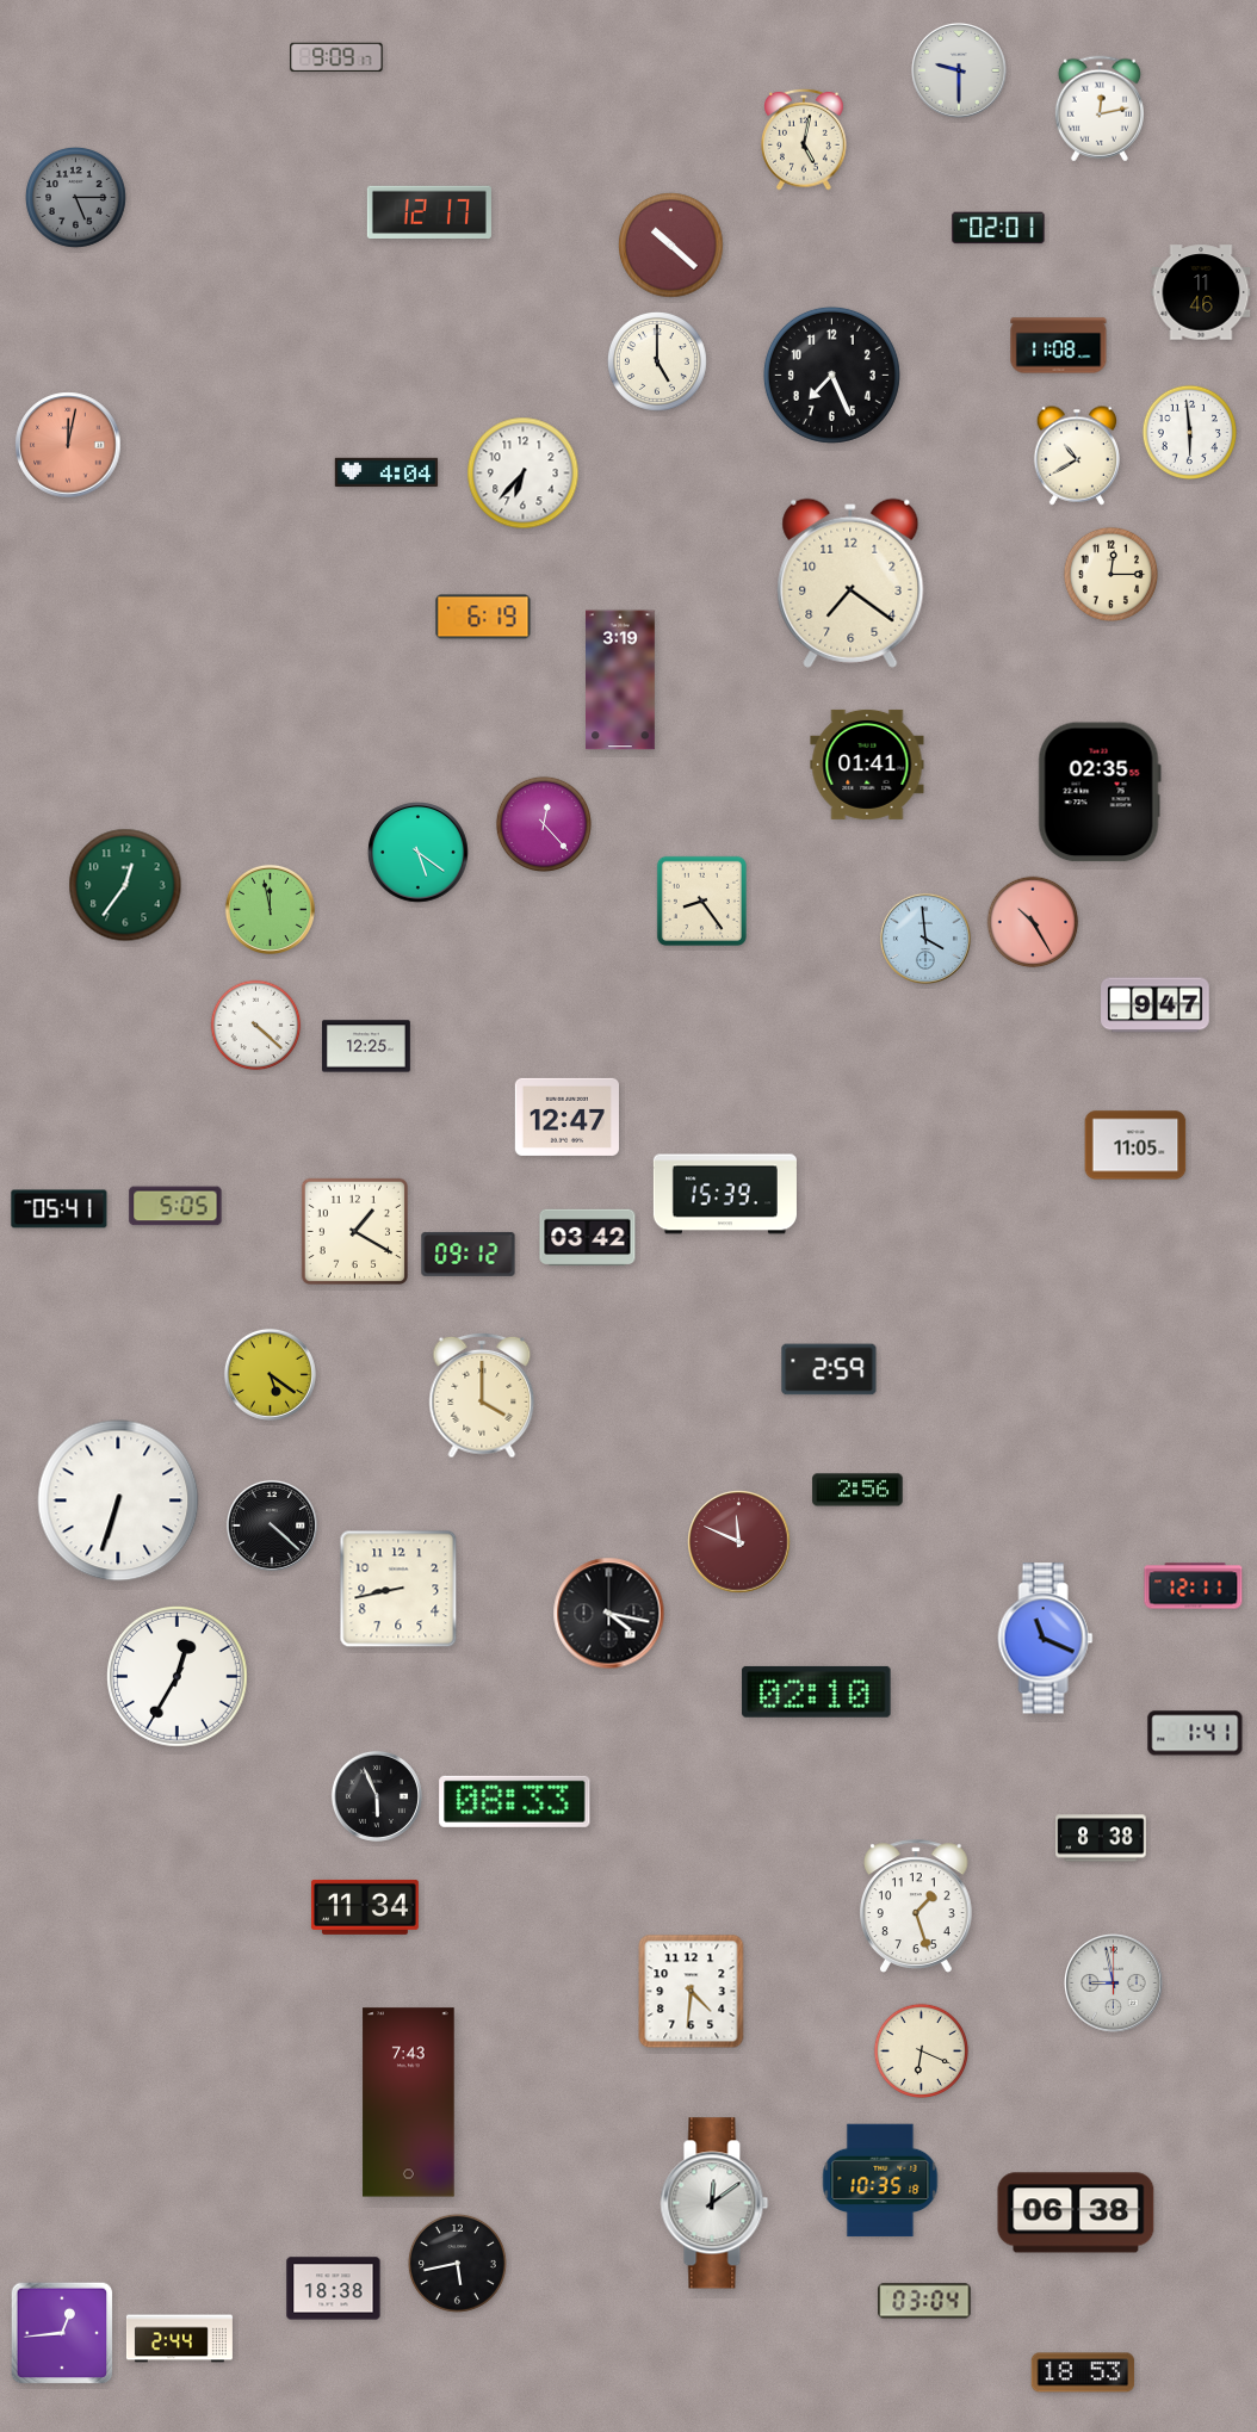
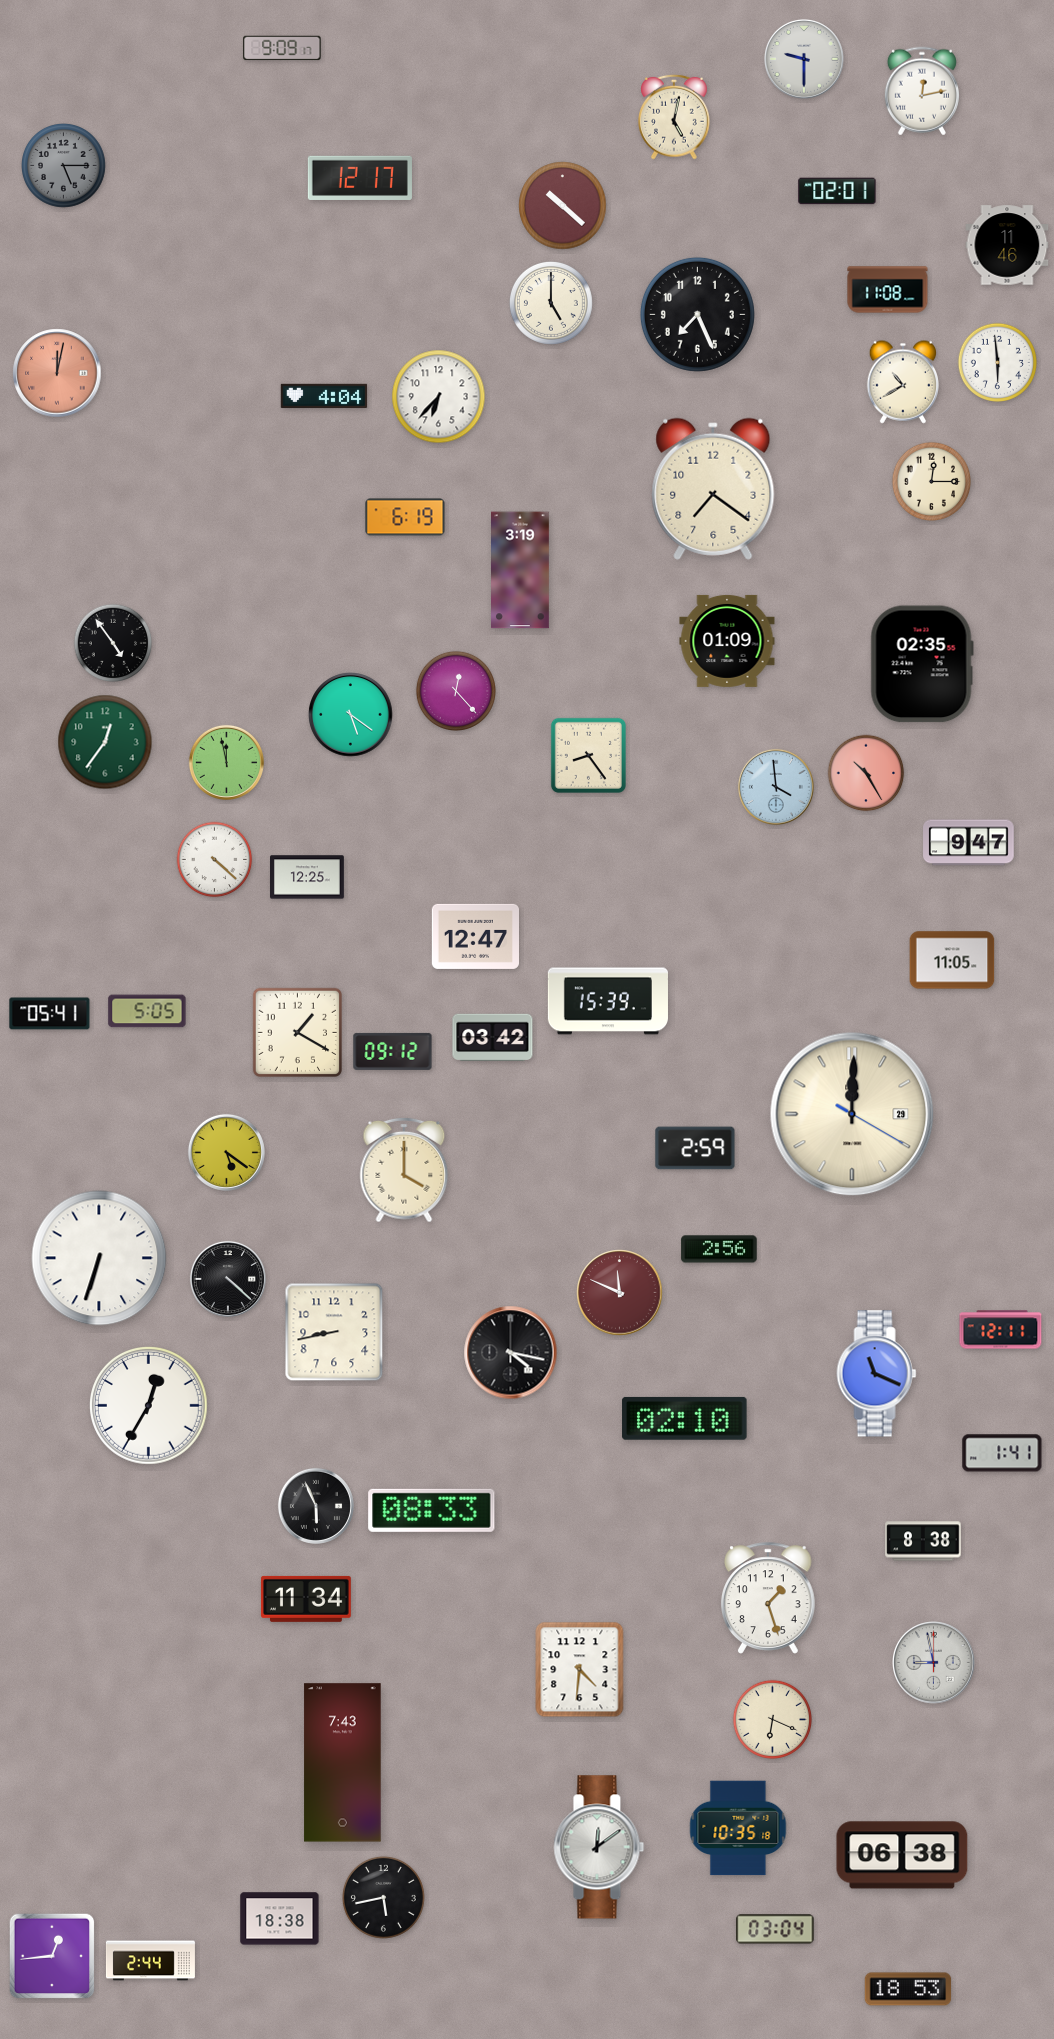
clock at (867, 765): 01:41 -> 01:09
clock at (113, 643): none -> 4:54
clock at (852, 1114): none -> 12:00
